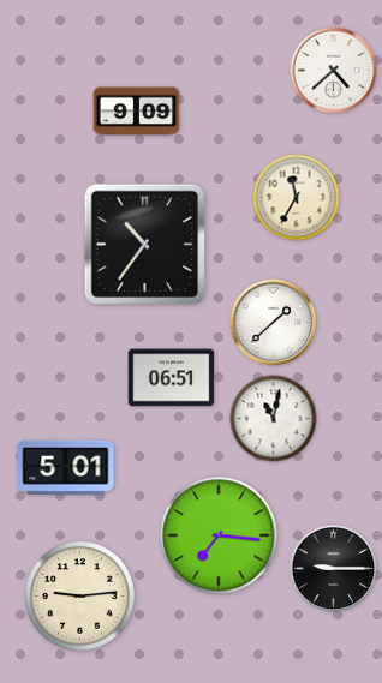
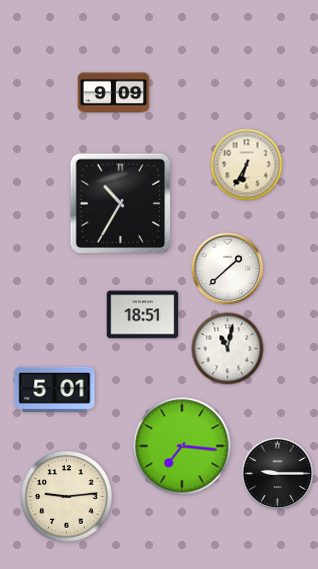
clock at (334, 71): 4:38 -> none
clock at (297, 198): 11:35 -> 6:35
clock at (144, 244): 10:36 -> 10:35
clock at (172, 378): 06:51 -> 18:51
